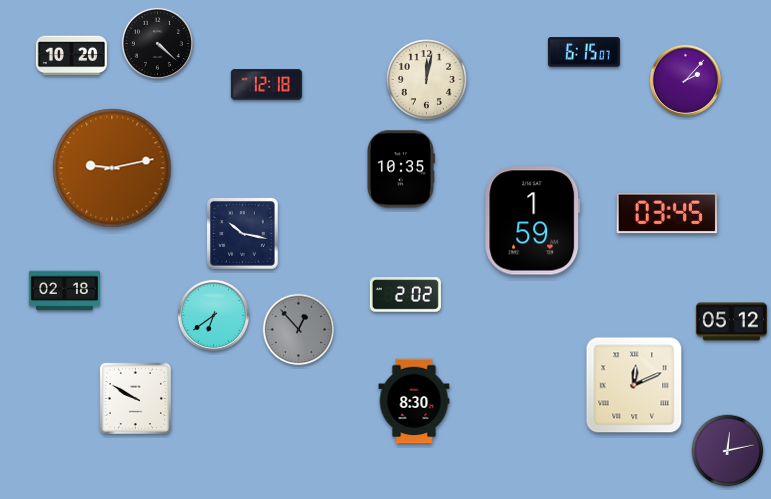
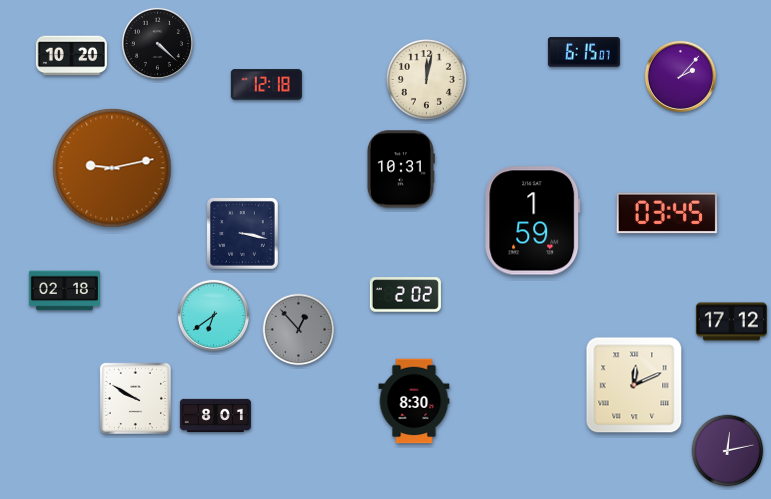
clock at (685, 80) position: (685, 80) -> (680, 76)
clock at (400, 169): 10:35 -> 10:31
clock at (243, 234): 10:17 -> 3:17
clock at (731, 322): 05:12 -> 17:12
clock at (215, 415): none -> 8:01
